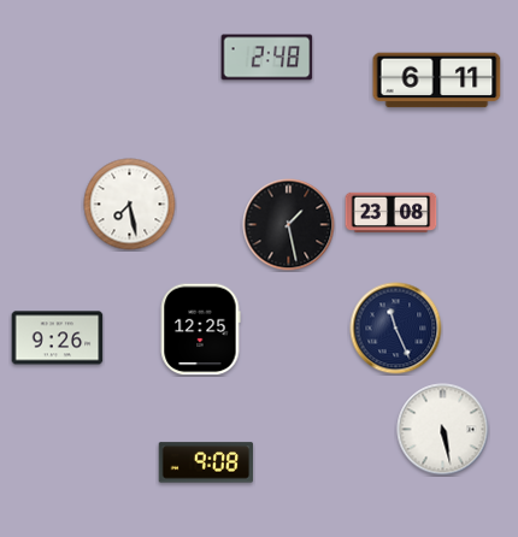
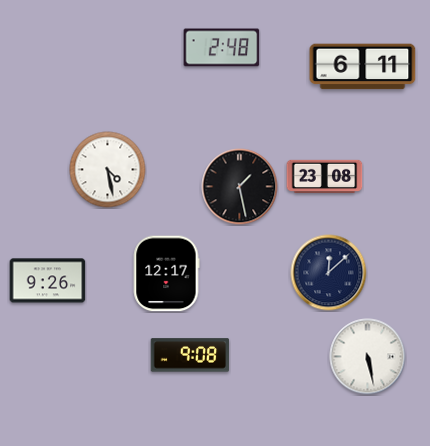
clock at (130, 205): 7:28 -> 4:28
clock at (396, 329): 11:26 -> 12:08
clock at (200, 330): 12:25 -> 12:17
clock at (206, 462) position: (206, 462) -> (190, 355)
